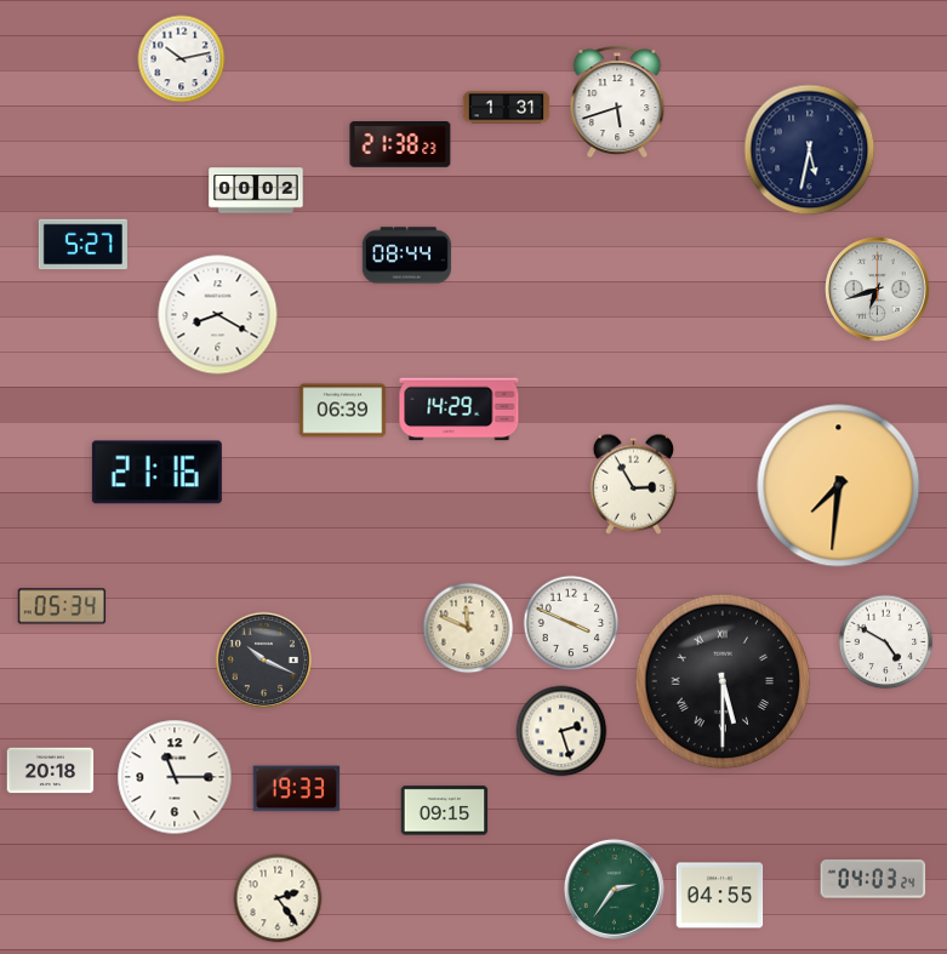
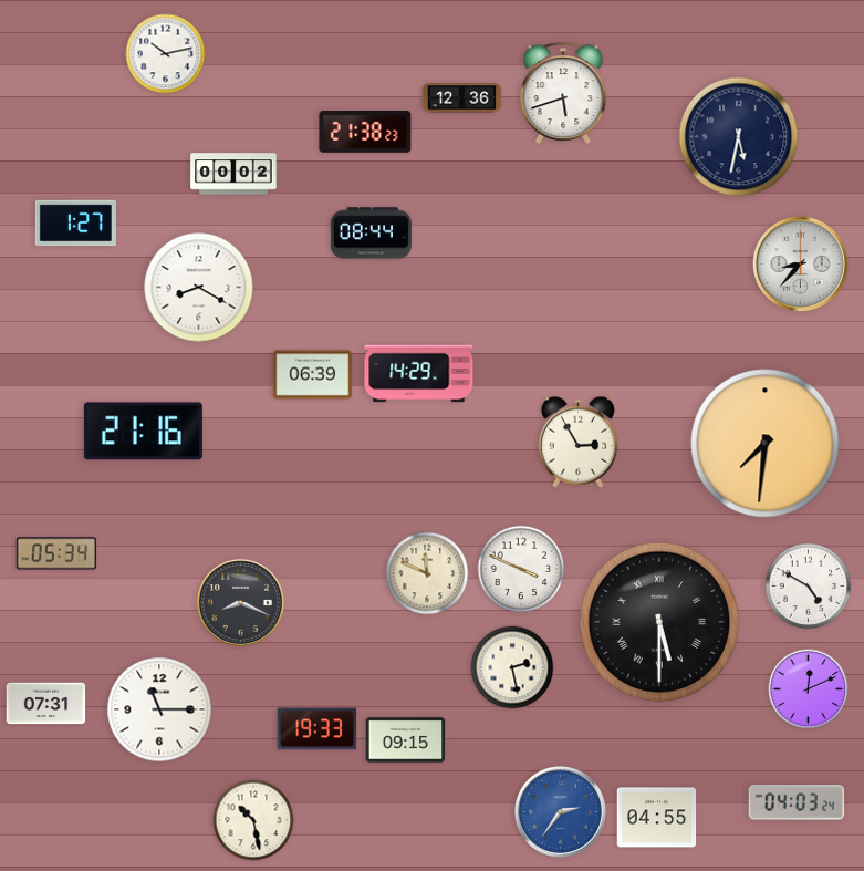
clock at (507, 108): 1:31 -> 12:36
clock at (82, 245): 5:27 -> 1:27
clock at (878, 290): 6:42 -> 8:37
clock at (263, 659): 10:19 -> 8:19
clock at (561, 731): 2:27 -> 2:28
clock at (809, 689): none -> 12:11
clock at (51, 771): 20:18 -> 07:31
clock at (297, 789) position: (297, 789) -> (318, 729)
clock at (614, 889) dial: green -> blue
clock at (278, 898): 2:24 -> 10:28
